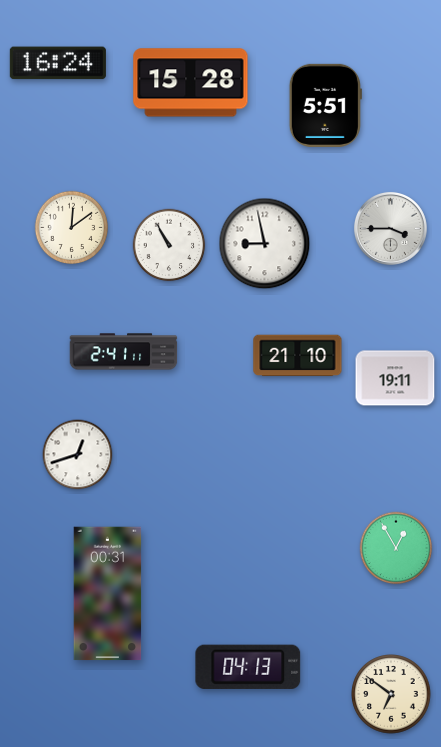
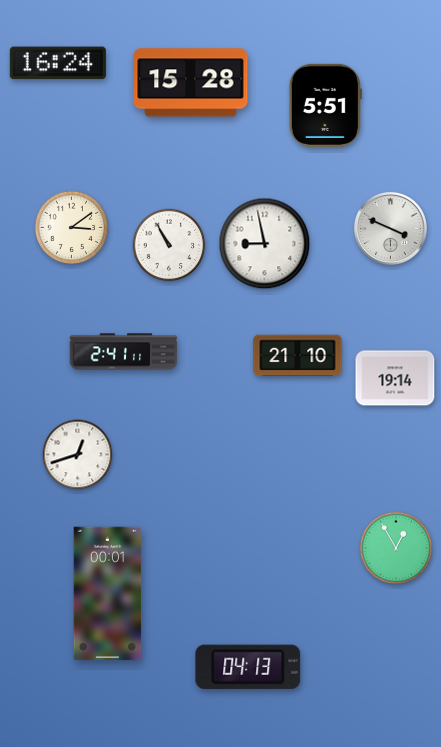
clock at (72, 228): 12:09 -> 3:09
clock at (390, 228): 3:45 -> 3:49
clock at (395, 378): 19:11 -> 19:14
clock at (108, 594): 00:31 -> 00:01
clock at (391, 694): 6:51 -> none
